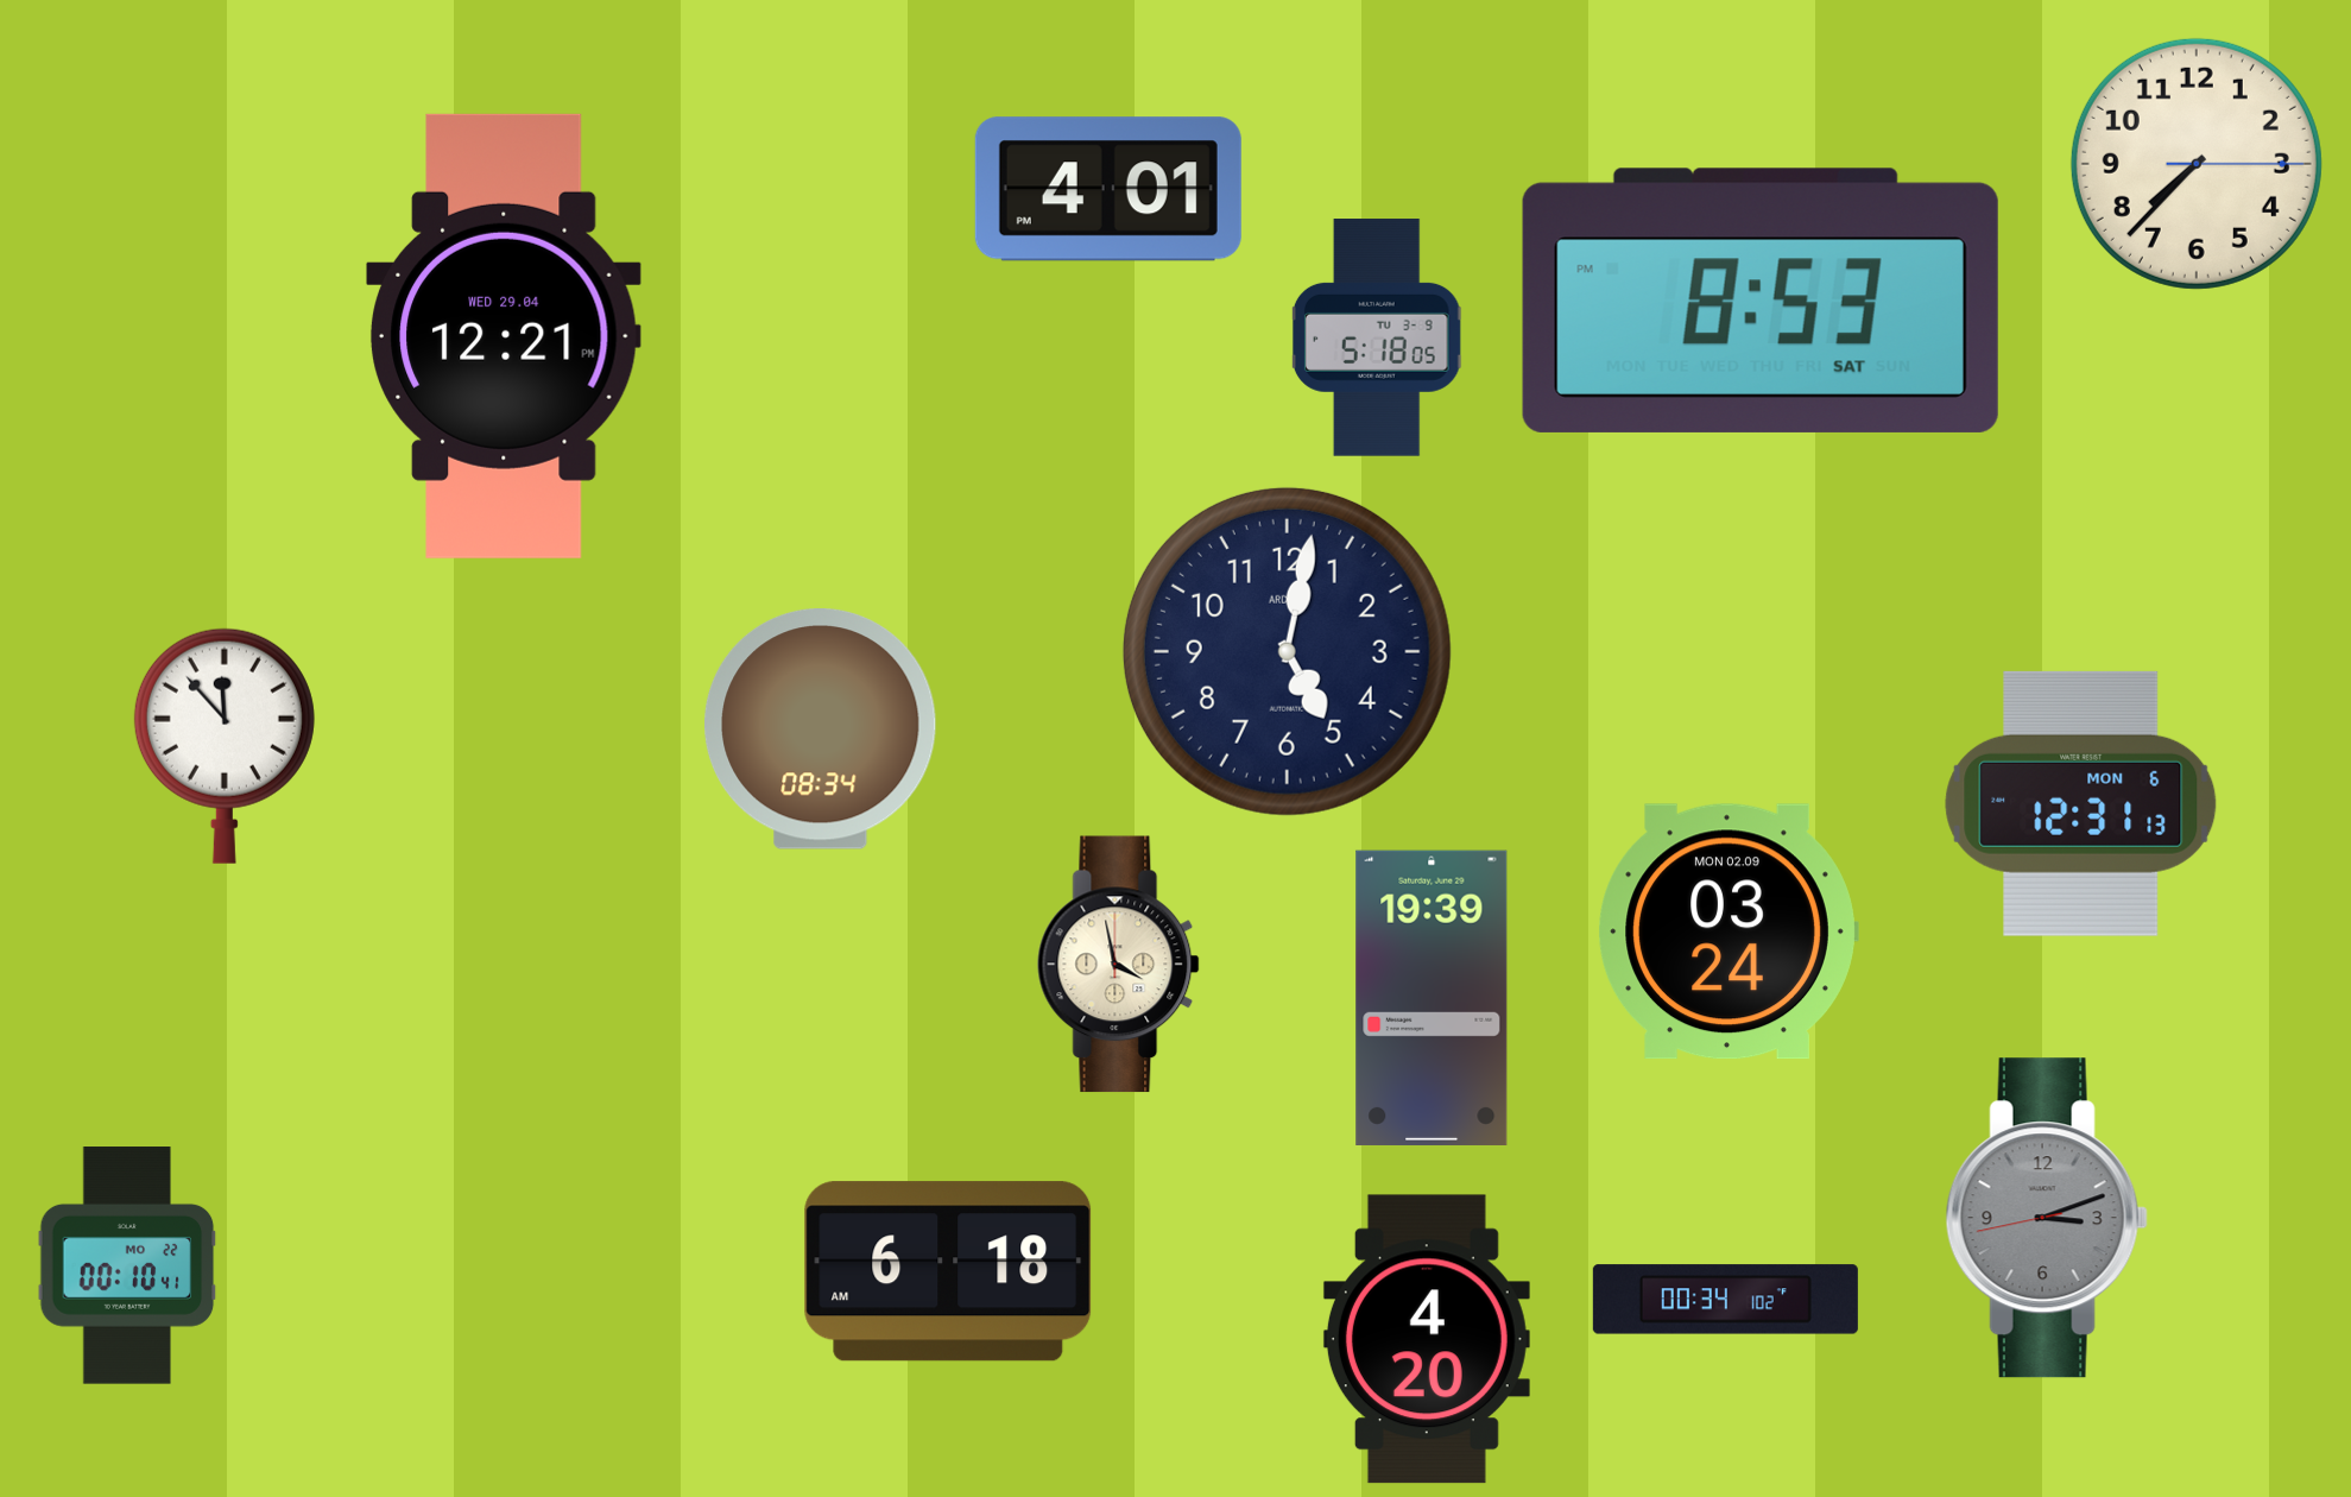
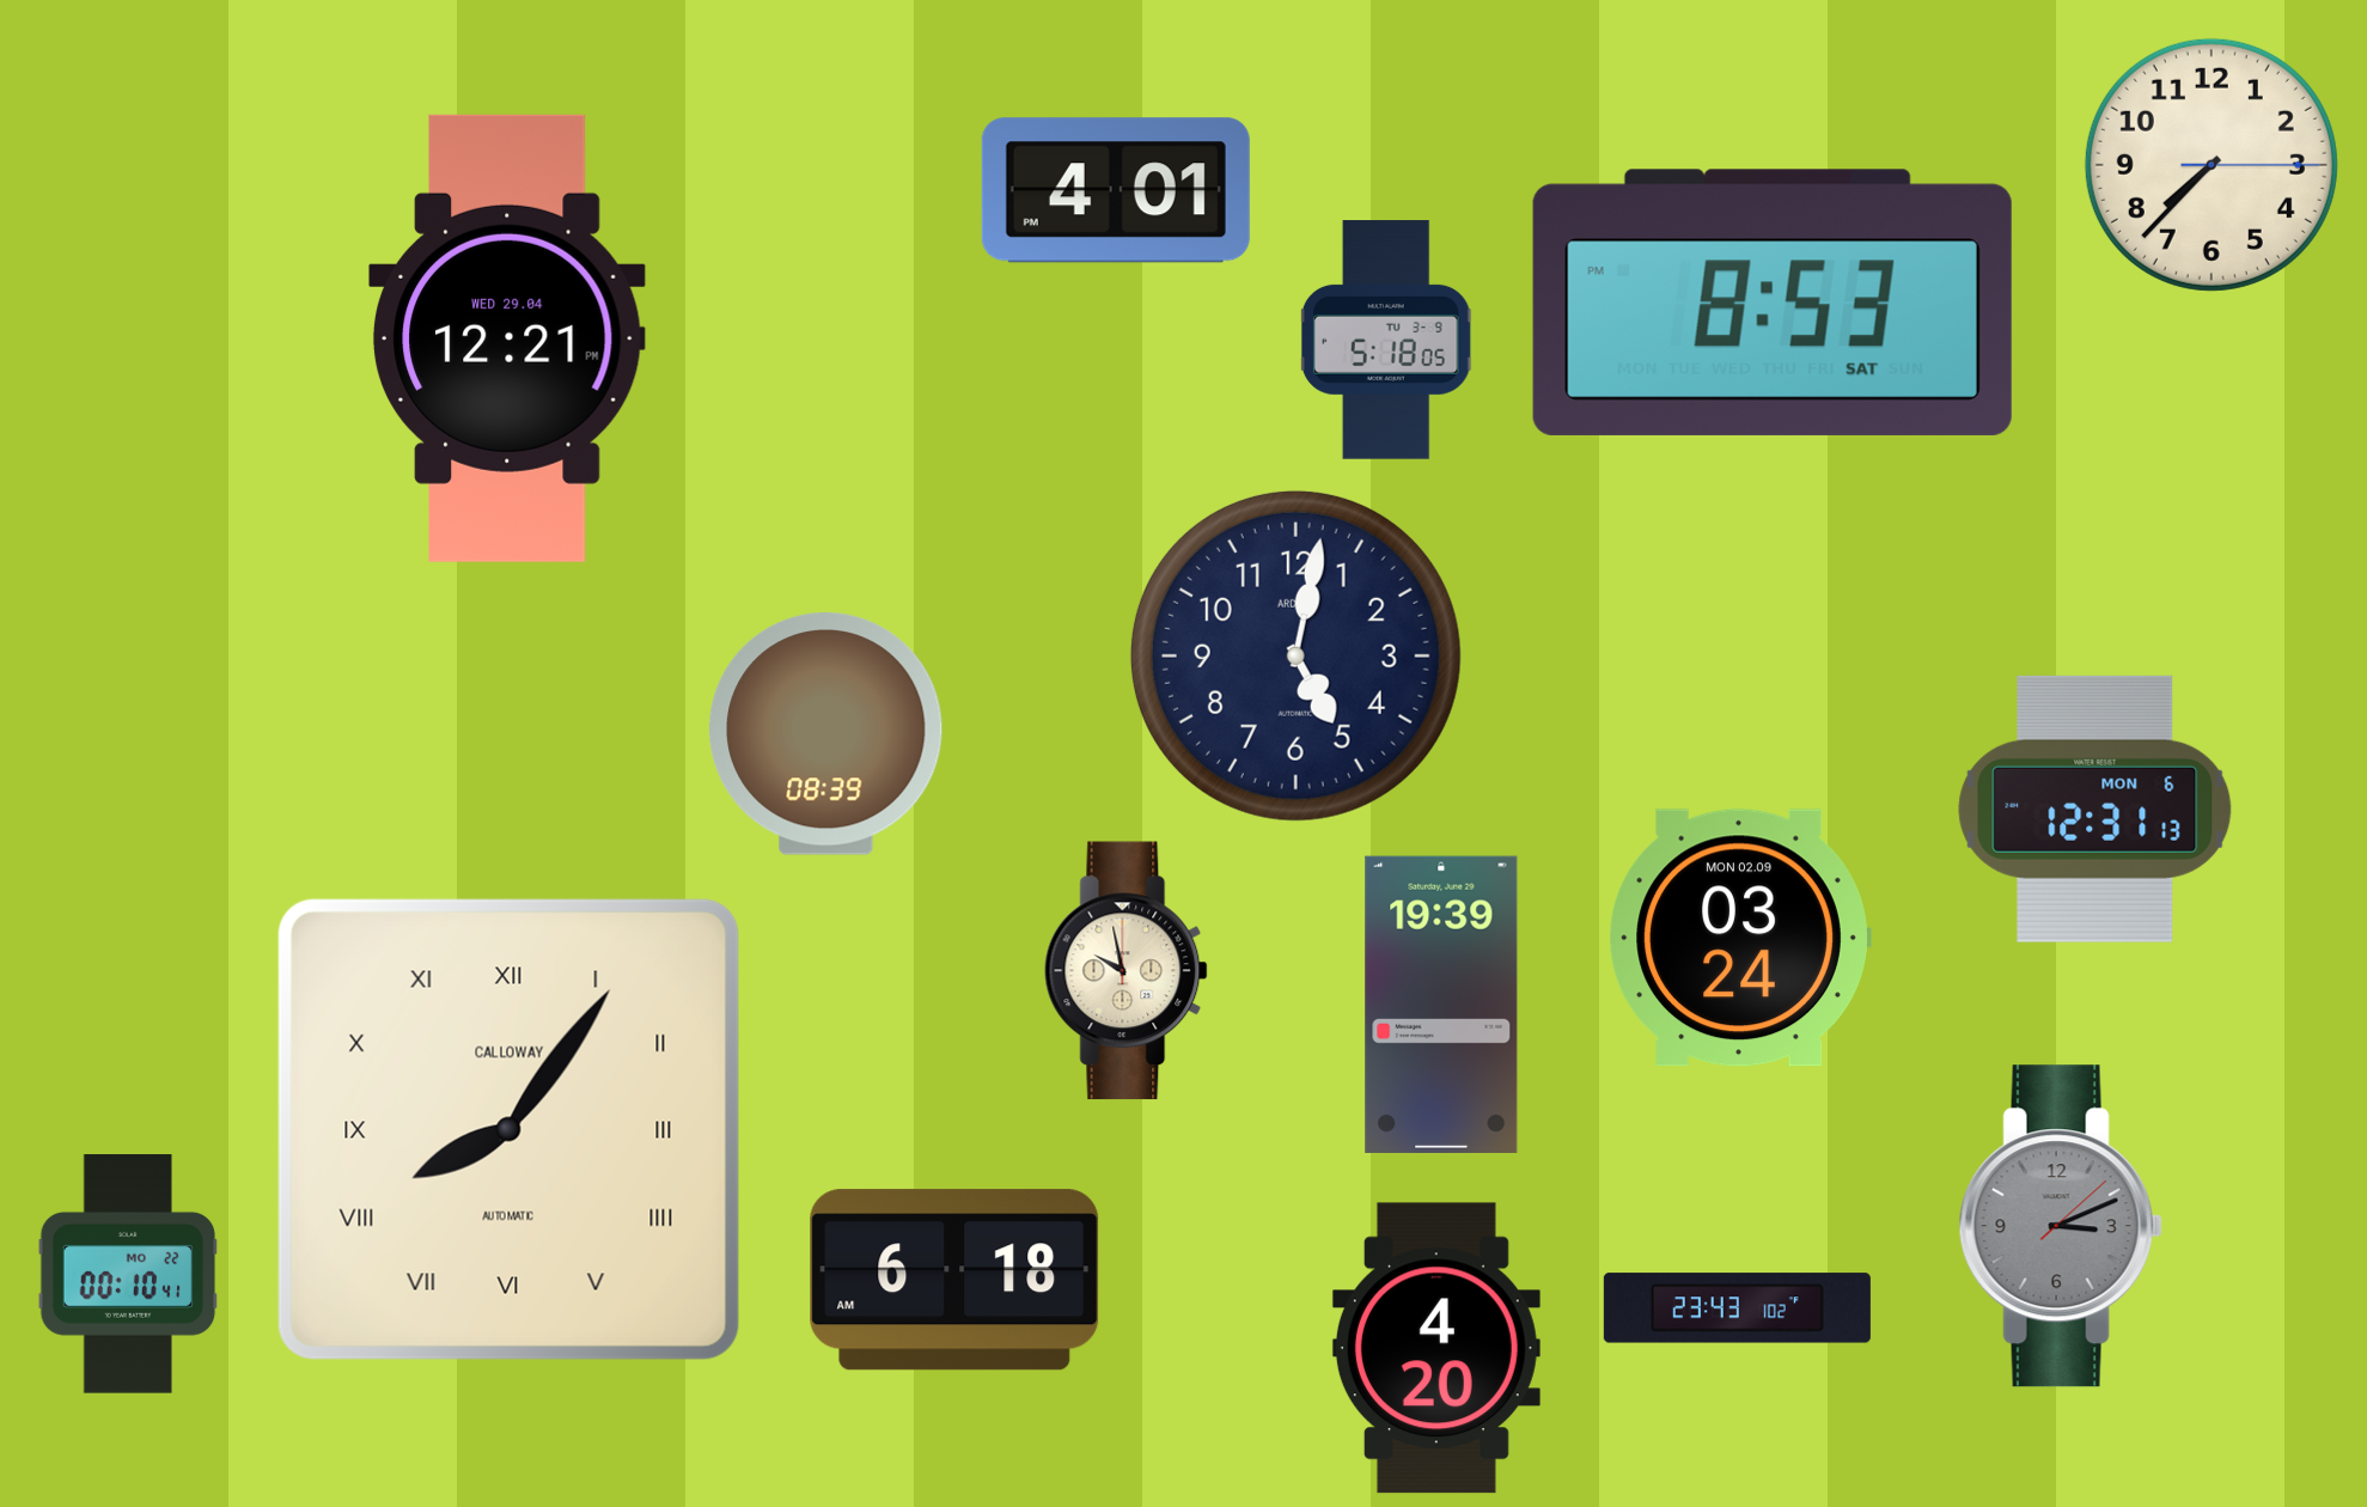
clock at (821, 729): 08:34 -> 08:39
clock at (225, 746): 11:53 -> none
clock at (1119, 965): 3:58 -> 9:58
clock at (508, 1129): none -> 8:06
clock at (2047, 1218): 3:11:43 -> 3:11:08
clock at (1725, 1300): 00:34 -> 23:43
